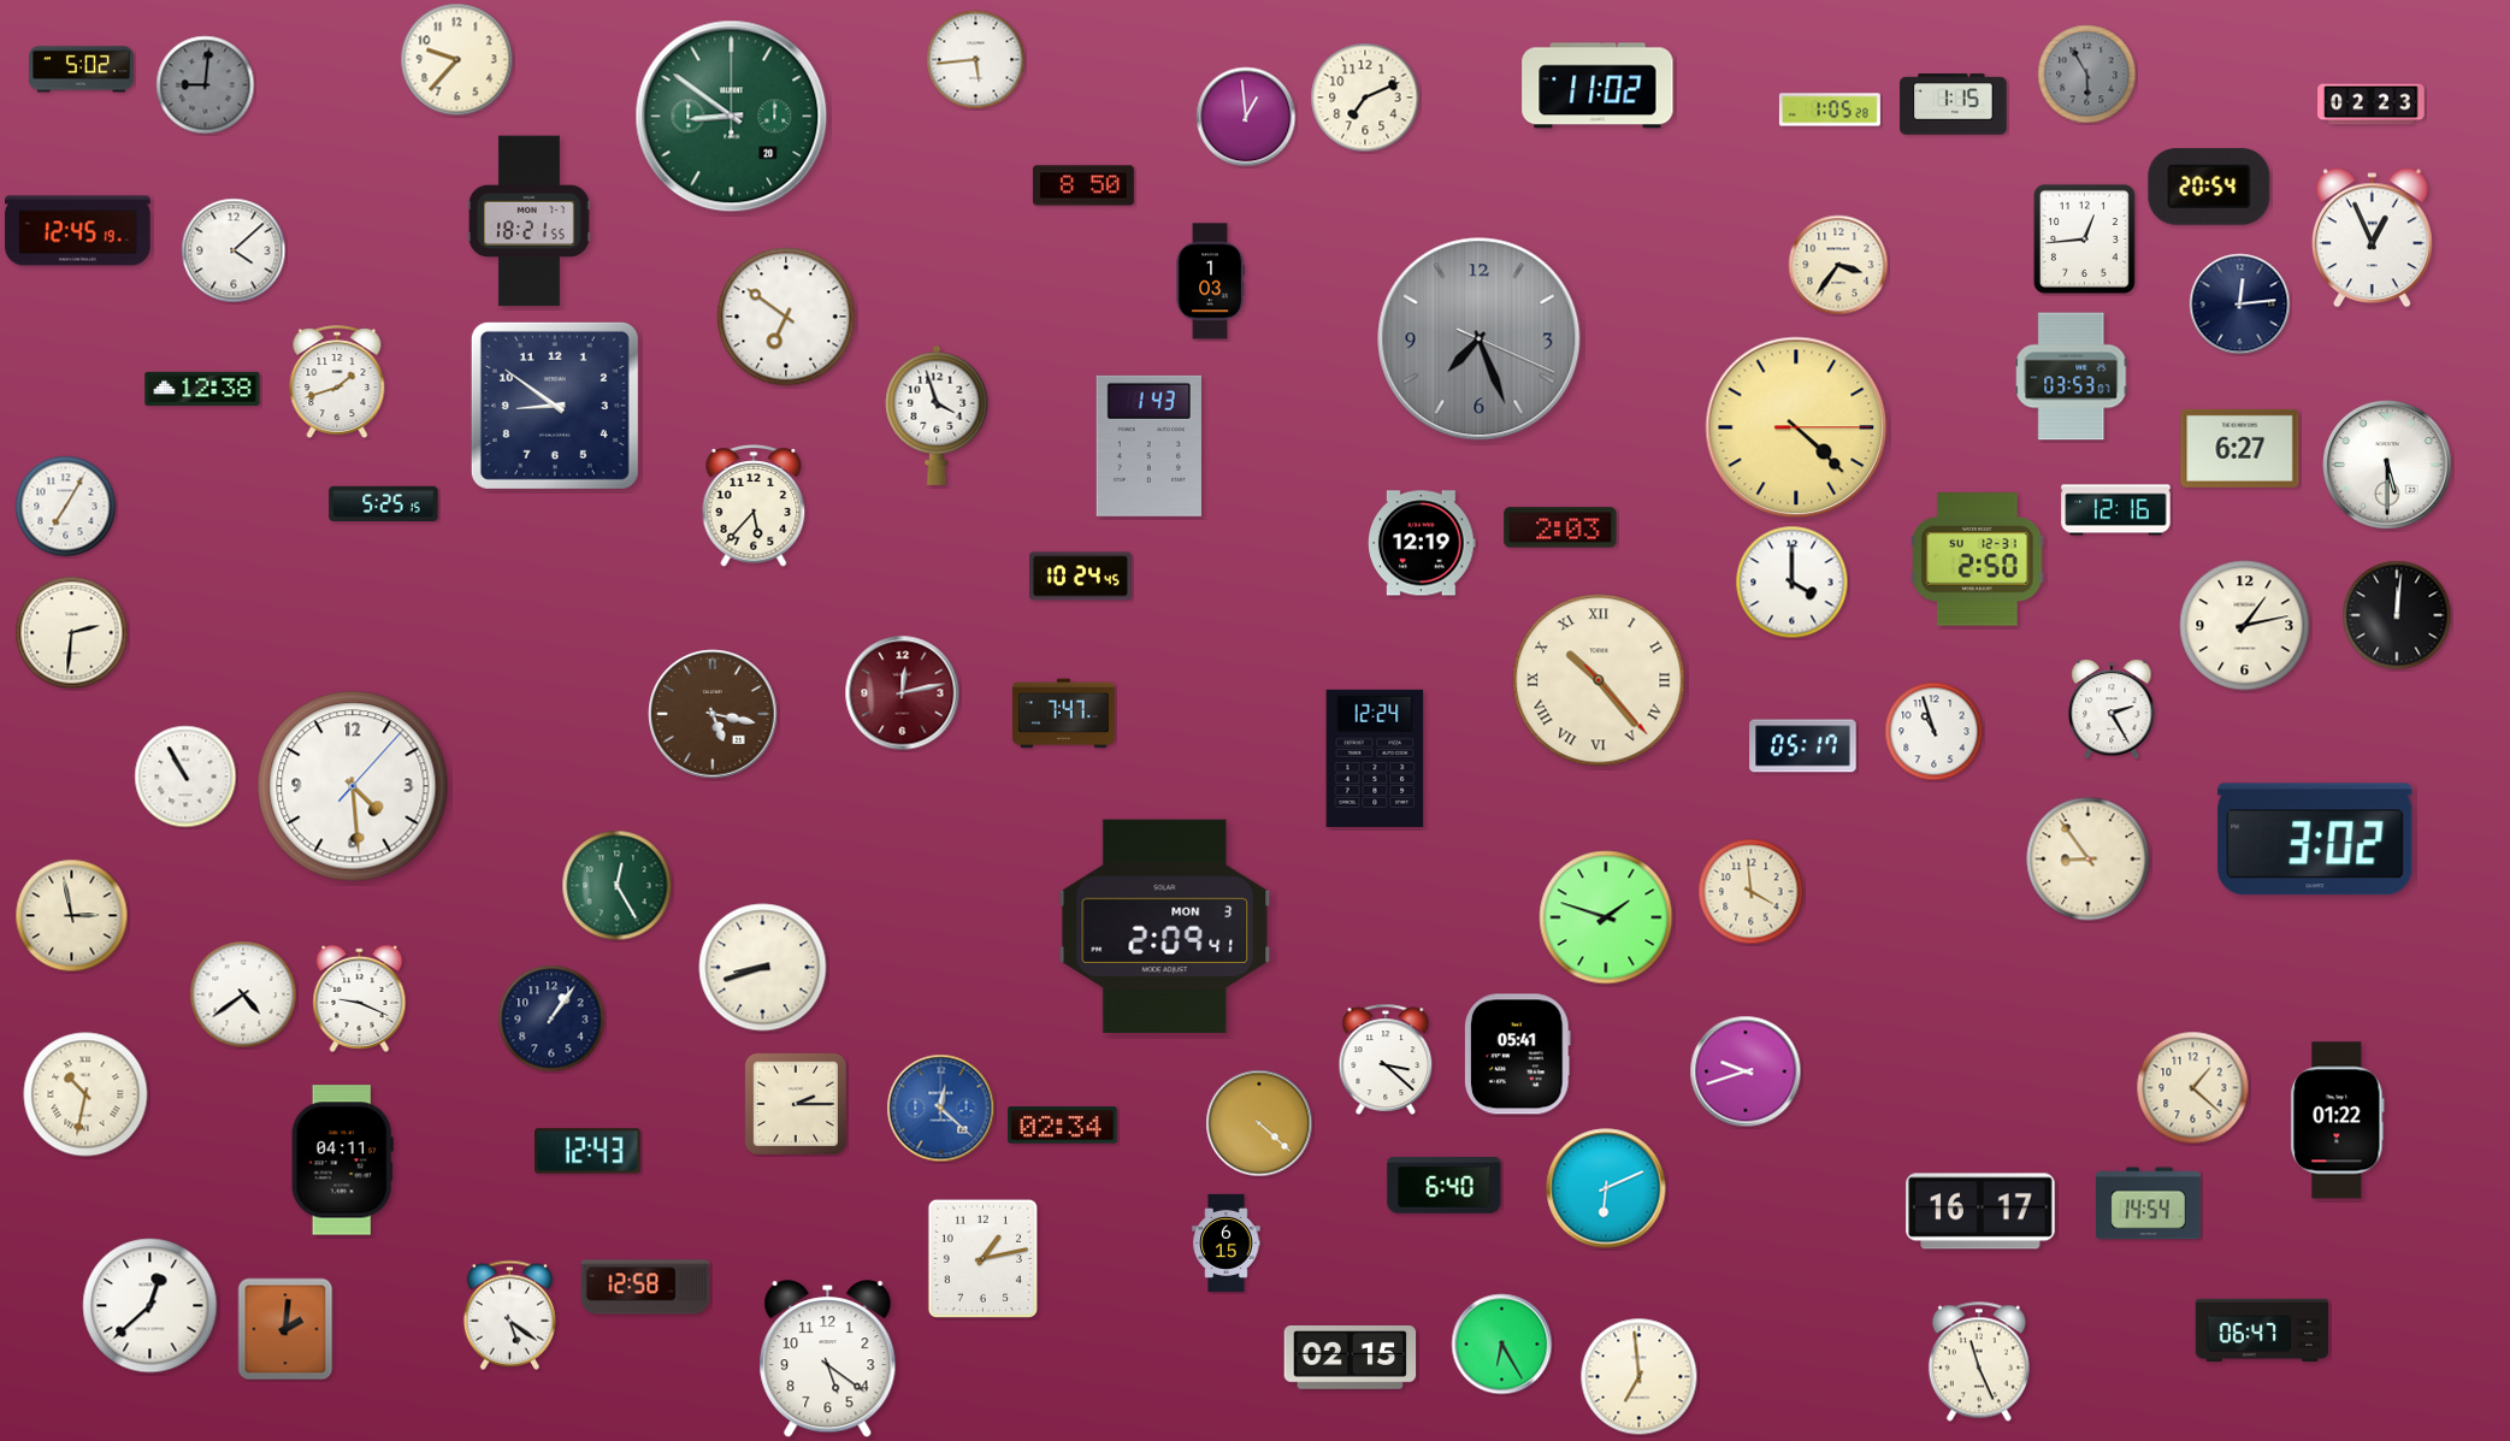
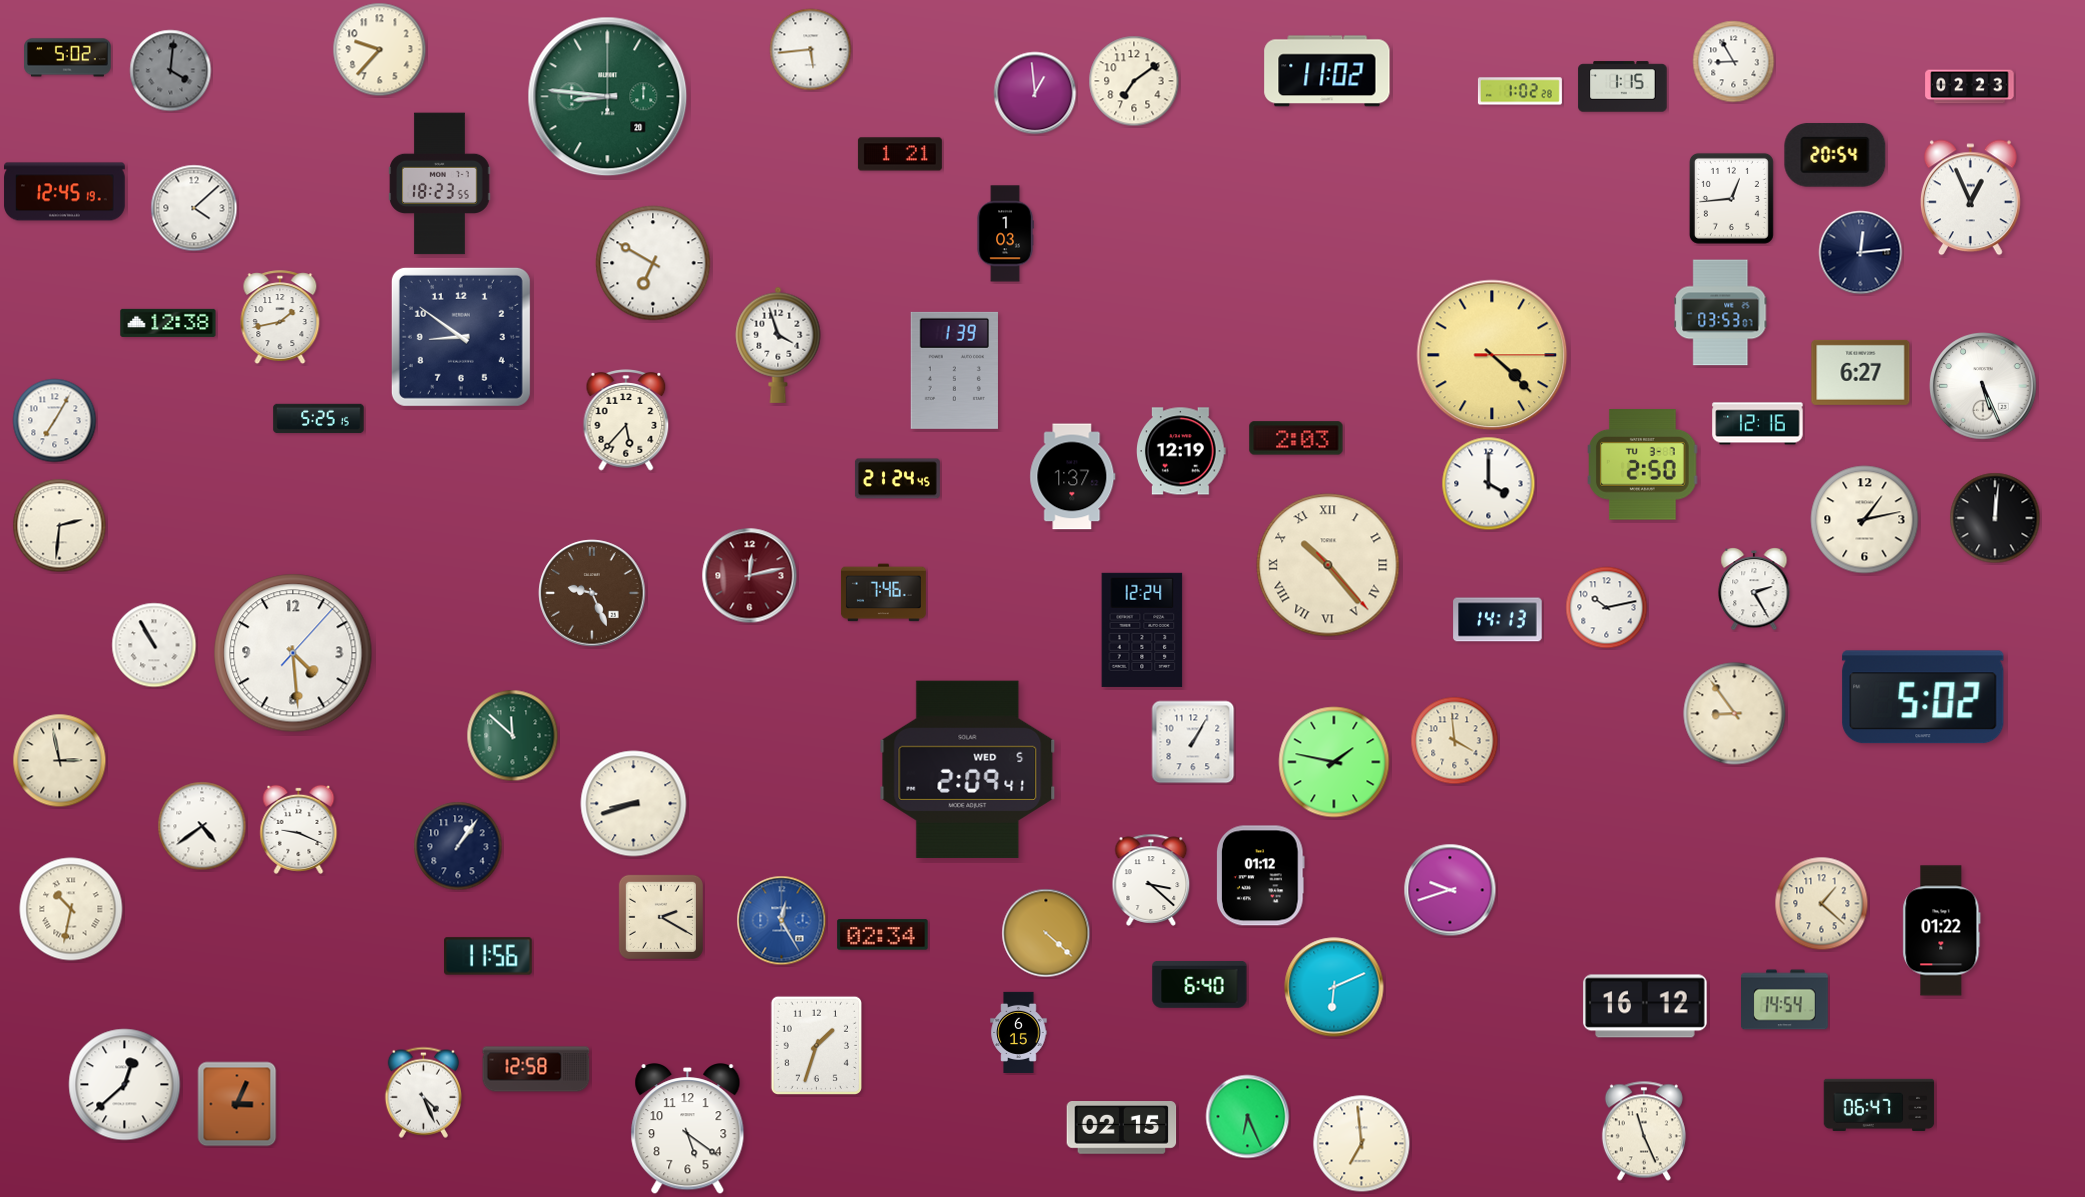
clock at (2087, 75): 5:55 -> 8:55
clock at (2087, 75) dial: grey -> white
clock at (206, 85): 9:01 -> 4:01
clock at (1365, 98): 7:11 -> 7:09
clock at (1830, 110): 1:05 -> 1:02
clock at (732, 117): 8:51 -> 8:46
clock at (1246, 117) position: (1246, 117) -> (1035, 93)
clock at (1083, 185): 8:50 -> 1:21
clock at (530, 222): 18:21 -> 18:23
clock at (1838, 265): 3:36 -> none
clock at (786, 317): 6:51 -> 6:50
clock at (1480, 339): 7:26 -> none
clock at (337, 383): 1:42 -> 1:43
clock at (1148, 445): 1:43 -> 1:39
clock at (2387, 465): 5:30 -> 5:26
clock at (1978, 560) date: SU 12-31 -> TU 3-7
clock at (1073, 477): none -> 1:37
clock at (1080, 577): 10:24 -> 21:24
clock at (2397, 615) position: (2397, 615) -> (1995, 518)
clock at (713, 714): 5:17 -> 9:26
clock at (1063, 714): 7:47 -> 7:46
clock at (1935, 732): 10:57 -> 10:13
clock at (1803, 746): 05:17 -> 14:13
clock at (2315, 839): 3:02 -> 5:02
clock at (618, 886): 12:25 -> 11:52
clock at (1193, 742): none -> 1:05
clock at (1606, 917): 1:48 -> 1:47
clock at (1165, 926) date: MON 3 -> WED 5
clock at (1518, 1055): 05:41 -> 01:12
clock at (796, 1104): 2:15 -> 2:20
clock at (941, 1109): 12:22 -> 12:25
clock at (587, 1151): 12:43 -> 11:56
clock at (342, 1161): 04:11 -> none
clock at (1980, 1211): 16:17 -> 16:12
clock at (982, 1258): 1:13 -> 1:33
clock at (509, 1315): 5:21 -> 4:26
clock at (285, 1329): 2:01 -> 3:04
clock at (1502, 1345): 6:25 -> 6:26
